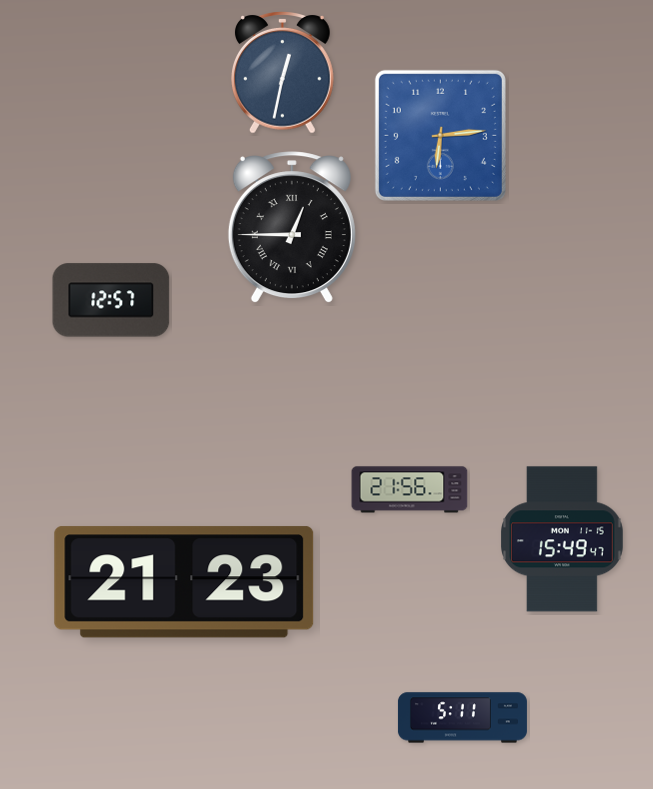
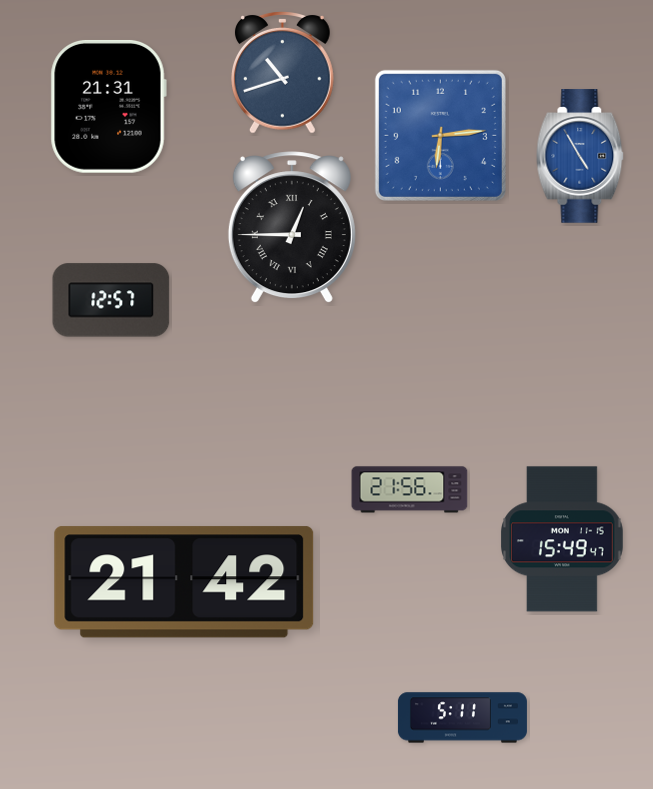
clock at (283, 73): 12:32 -> 10:42
clock at (108, 106): none -> 21:31
clock at (580, 156): none -> 4:55
clock at (184, 582): 21:23 -> 21:42
